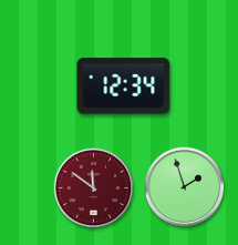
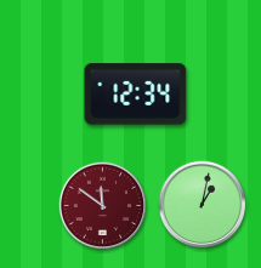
clock at (185, 187): 1:57 -> 1:02
